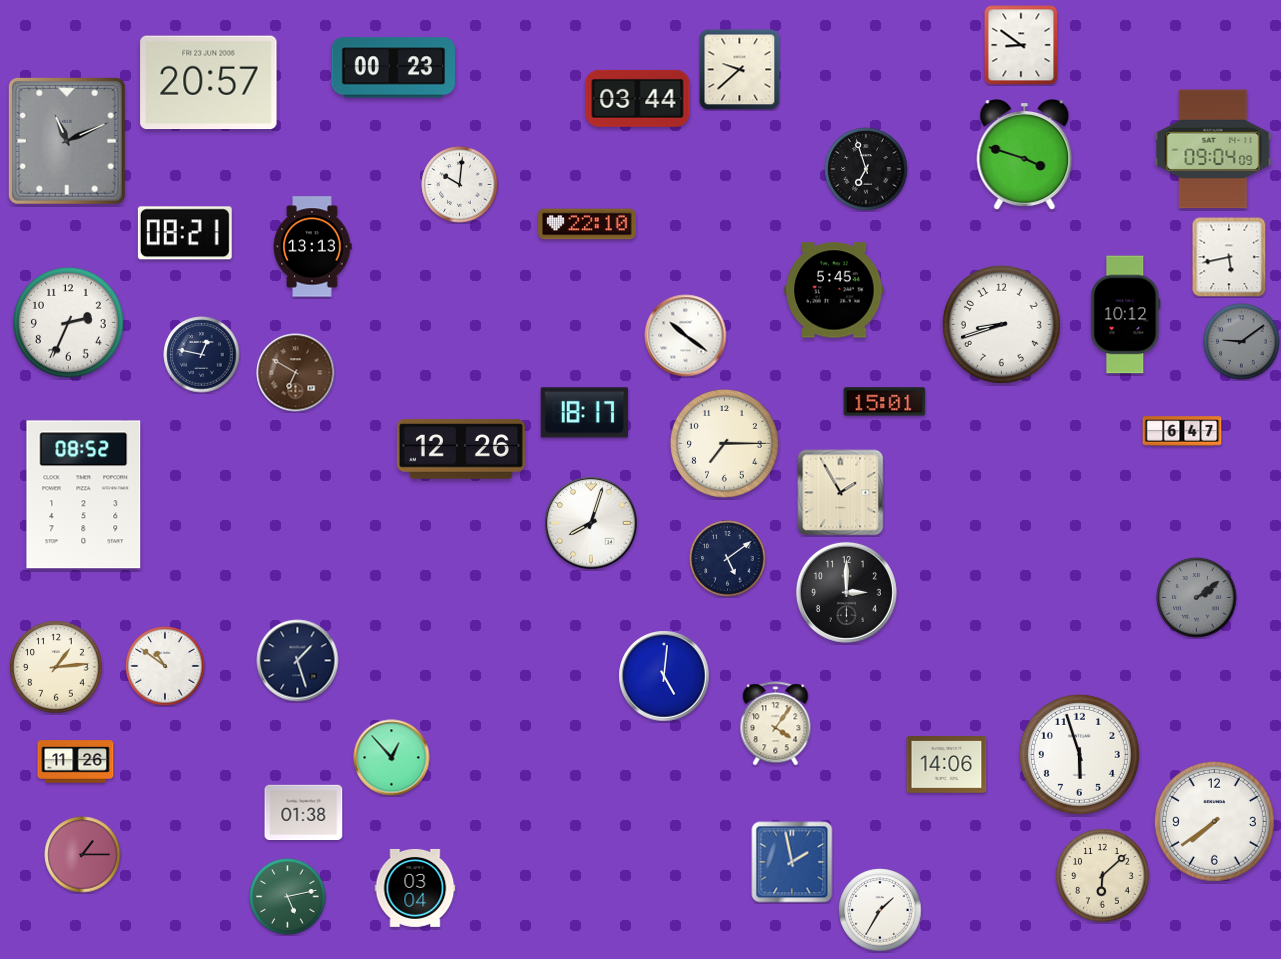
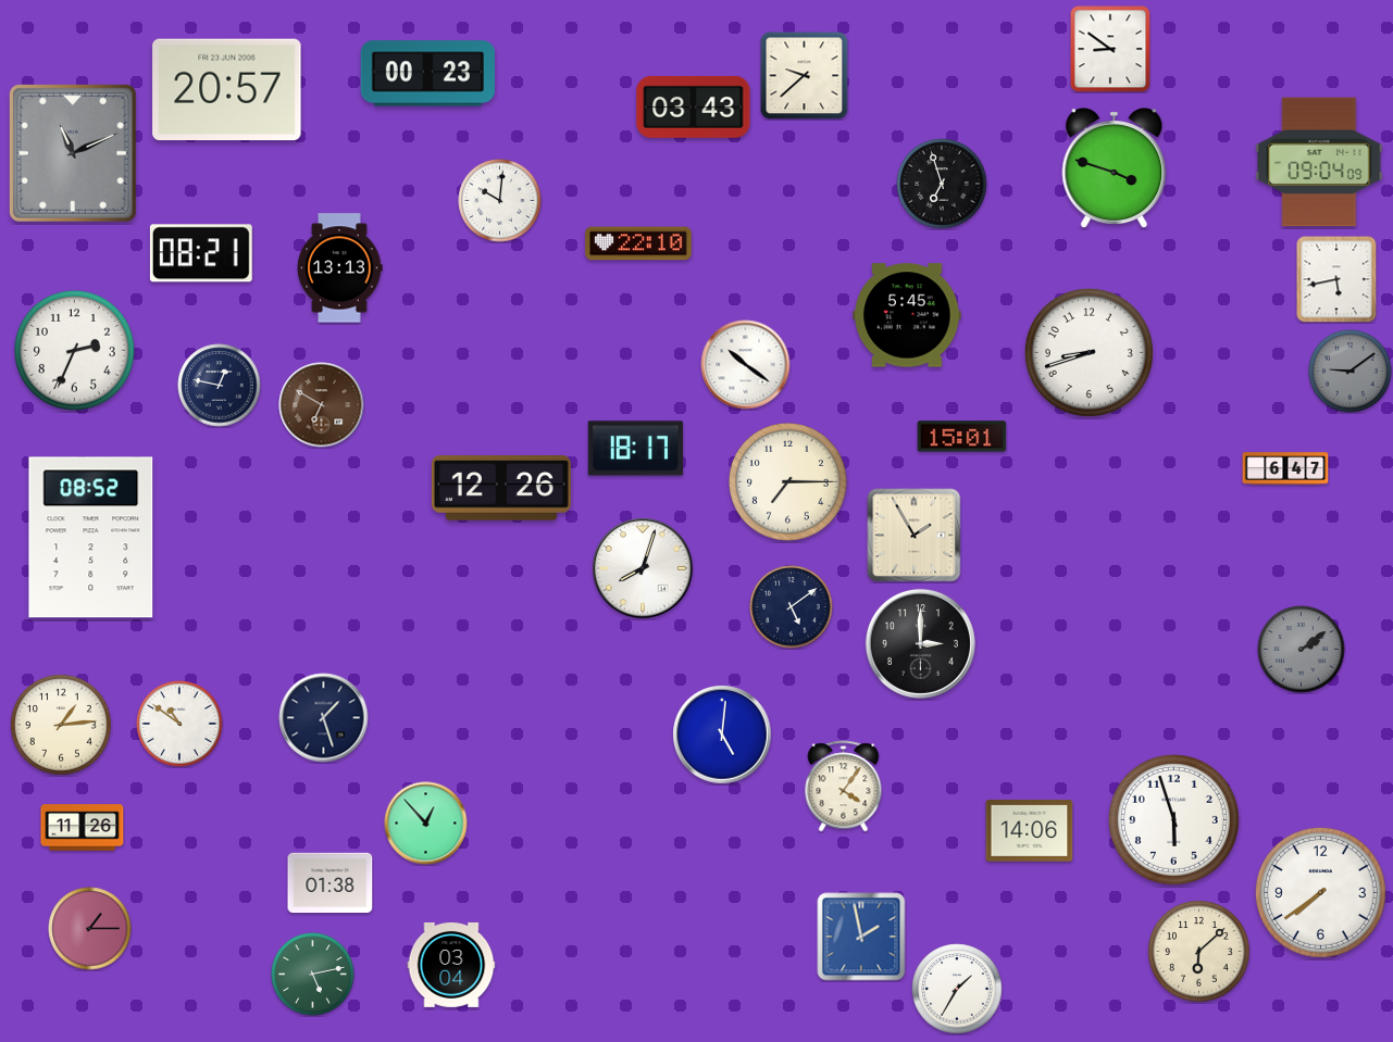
clock at (638, 98): 03:44 -> 03:43
clock at (1126, 315): 10:12 -> none
